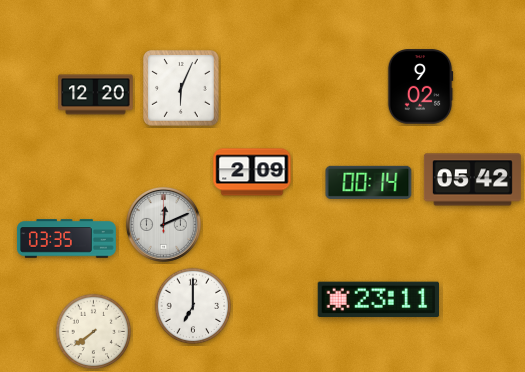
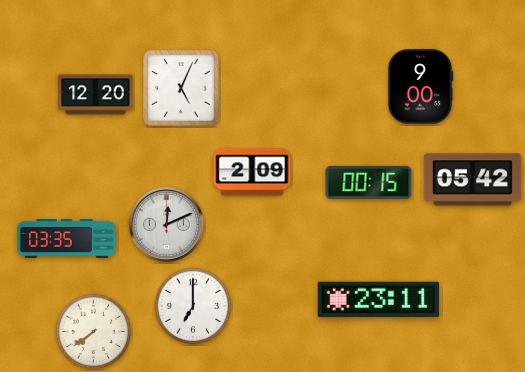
clock at (420, 87): 9:02 -> 9:00
clock at (182, 89): 6:04 -> 5:04
clock at (369, 182): 00:14 -> 00:15
clock at (163, 224) position: (163, 224) -> (166, 224)
